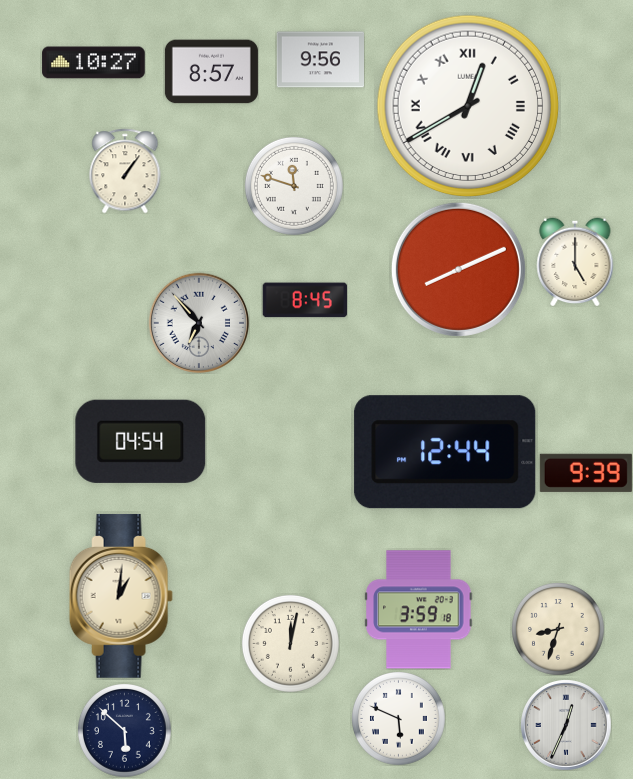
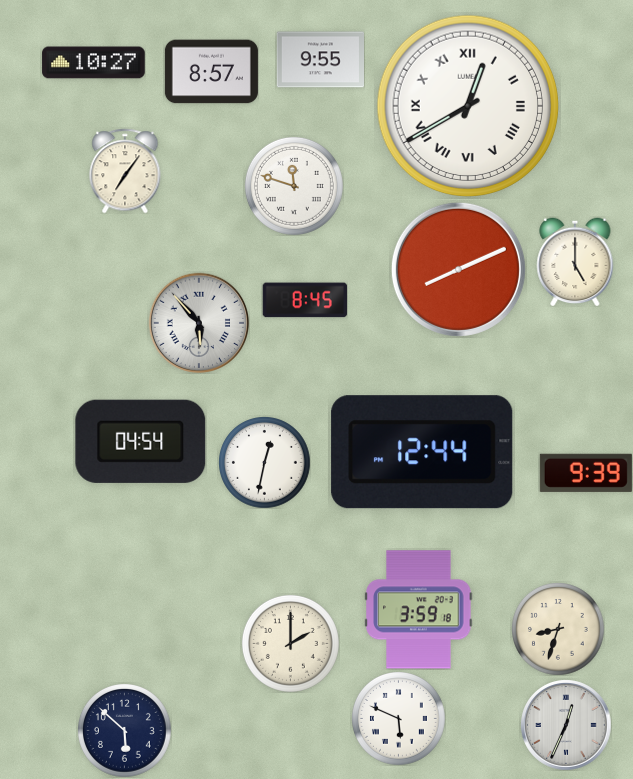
clock at (320, 60): 9:56 -> 9:55
clock at (125, 171): 1:06 -> 7:06
clock at (198, 322): 6:53 -> 5:53
clock at (445, 452) position: (445, 452) -> (422, 452)
clock at (264, 462): none -> 12:32
clock at (121, 596): 1:01 -> none
clock at (290, 643): 12:02 -> 2:00
